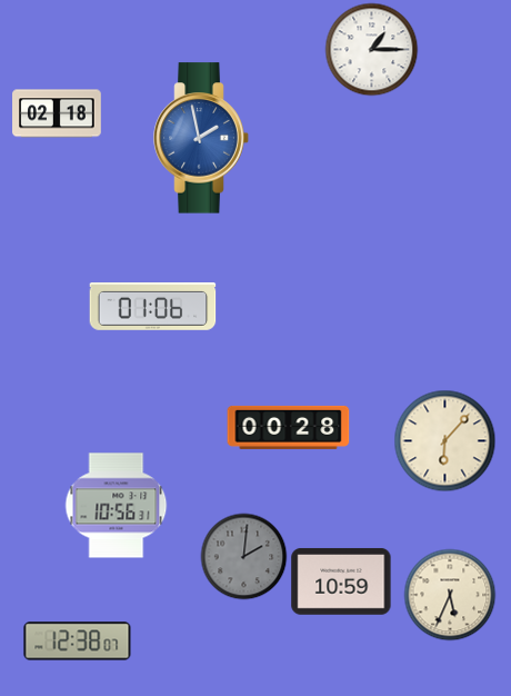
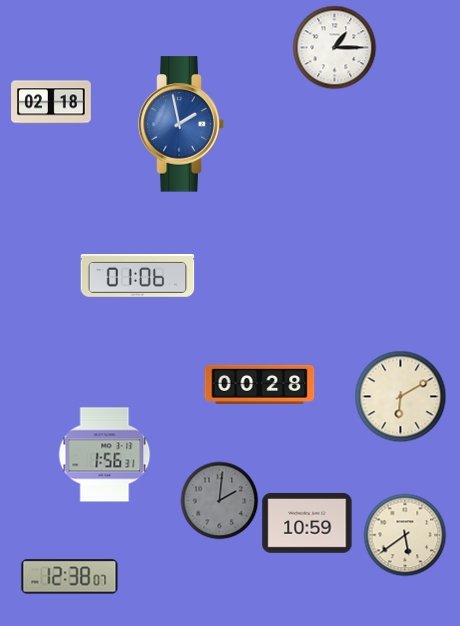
clock at (371, 49) position: (371, 49) -> (334, 47)
clock at (444, 440): 6:07 -> 6:10
clock at (117, 506): 10:56 -> 1:56
clock at (450, 595): 5:34 -> 5:39
